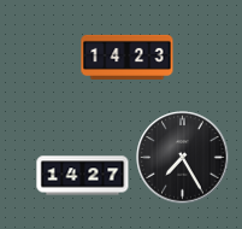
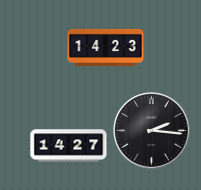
clock at (183, 158): 7:25 -> 2:16
